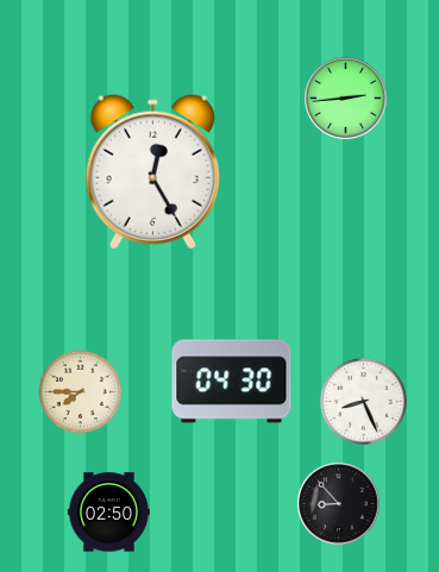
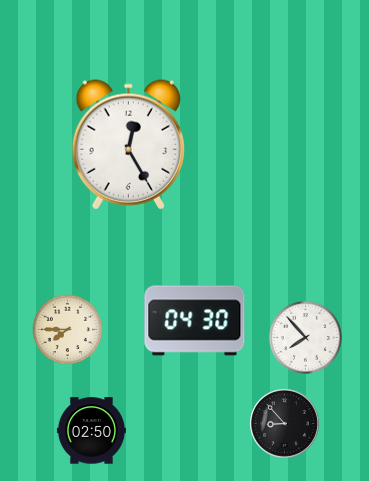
clock at (346, 99): 2:44 -> none
clock at (363, 401): 8:26 -> 7:53
